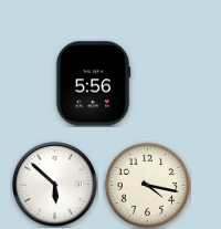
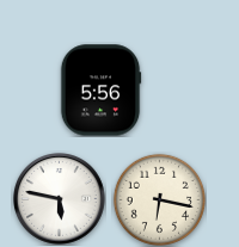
clock at (55, 185): 5:52 -> 5:47
clock at (147, 185): 4:17 -> 6:17
